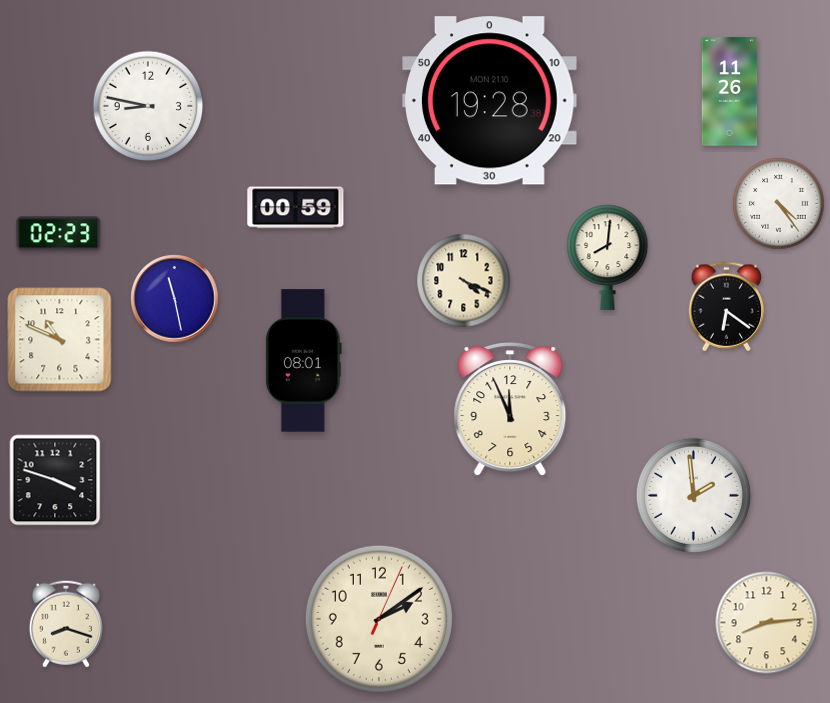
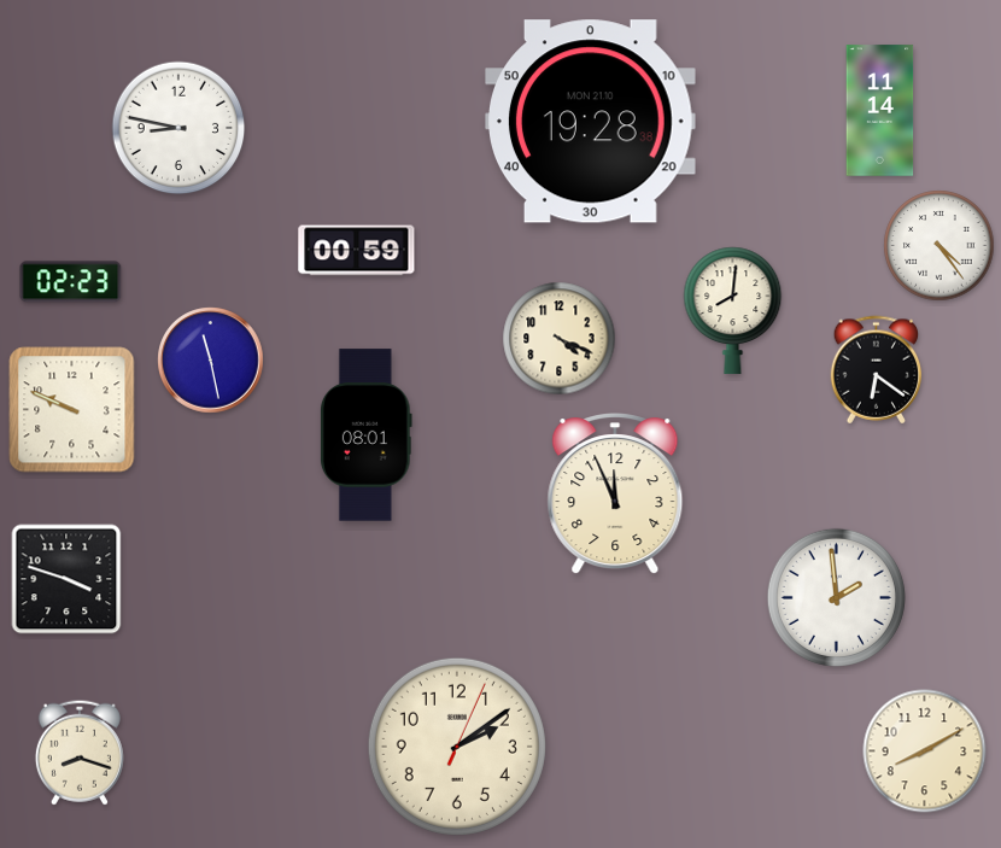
clock at (730, 92): 11:26 -> 11:14
clock at (60, 340): 10:49 -> 9:49
clock at (767, 623): 8:14 -> 8:10
